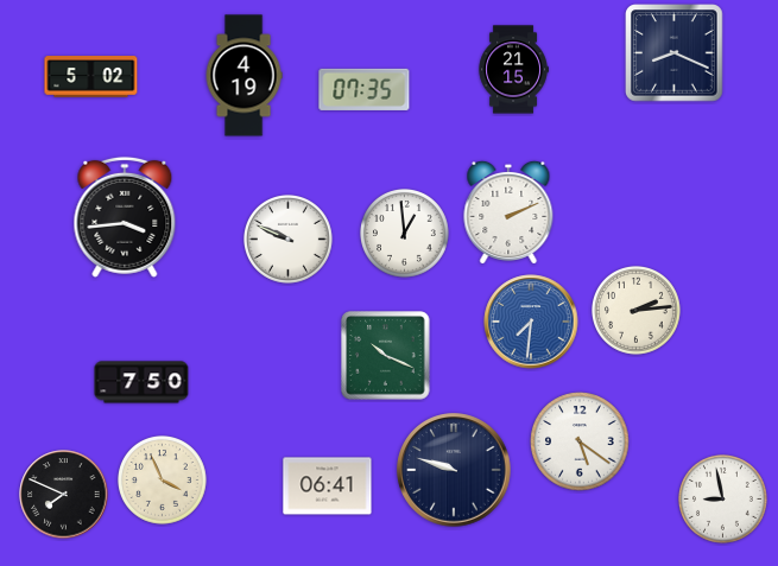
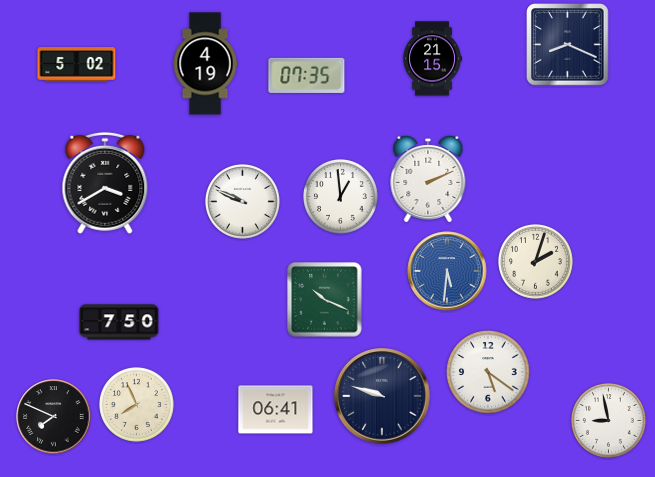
clock at (125, 217): 3:44 -> 3:40
clock at (637, 311): 2:14 -> 2:03
clock at (531, 322): 7:31 -> 5:31
clock at (163, 481): 3:56 -> 7:56
